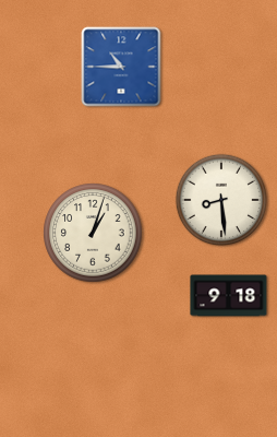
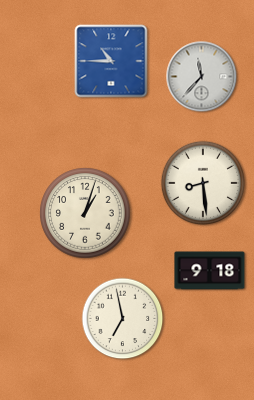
clock at (202, 77): none -> 11:37
clock at (123, 319): none -> 6:58
